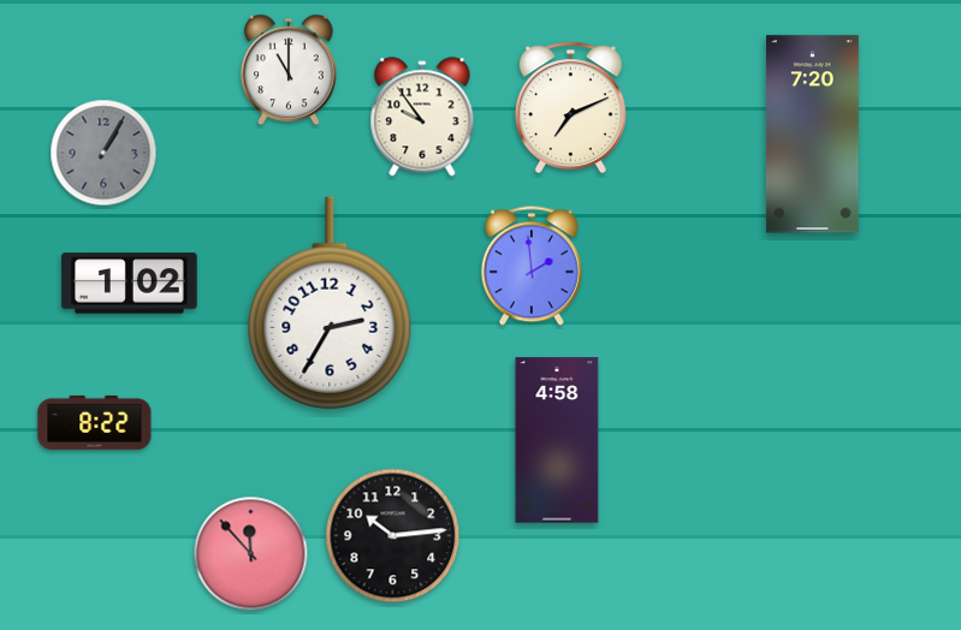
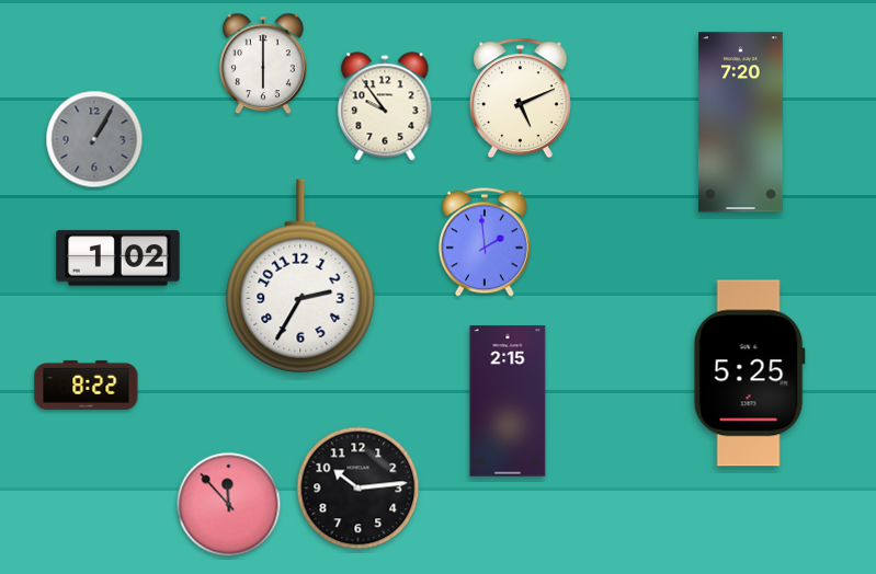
clock at (290, 70): 11:00 -> 6:00
clock at (570, 108): 7:11 -> 5:11
clock at (749, 374): none -> 5:25
clock at (557, 440): 4:58 -> 2:15
